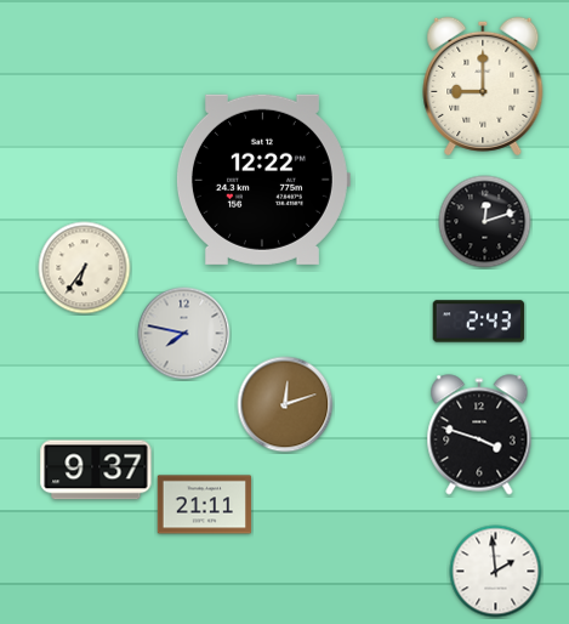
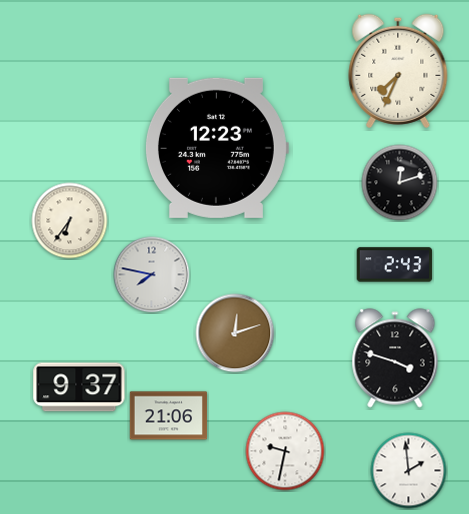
clock at (483, 86): 9:00 -> 7:34
clock at (262, 180): 12:22 -> 12:23
clock at (205, 505): 21:11 -> 21:06
clock at (285, 451): none -> 9:32
